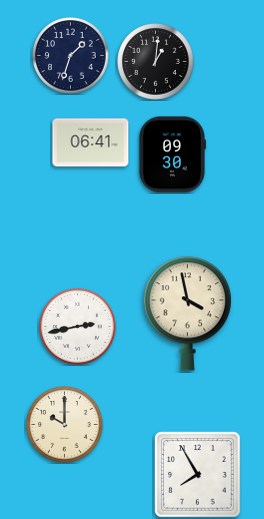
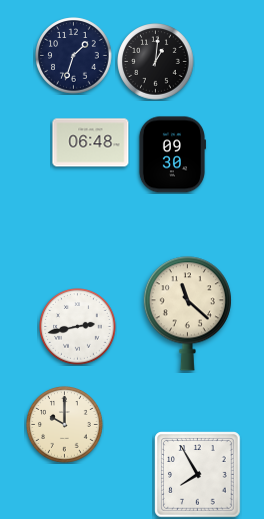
clock at (71, 56) position: (71, 56) -> (74, 56)
clock at (91, 143): 06:41 -> 06:48
clock at (187, 314): 3:58 -> 11:22
